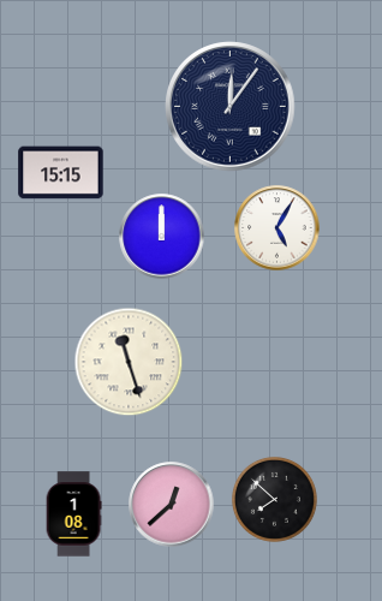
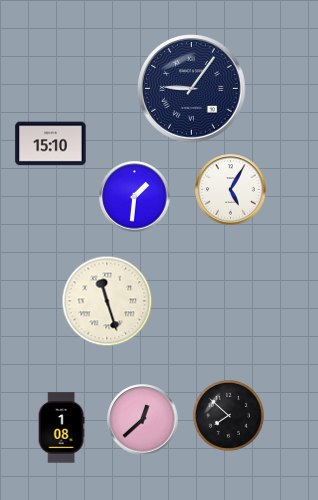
clock at (231, 107): 12:06 -> 9:06
clock at (61, 173): 15:15 -> 15:10
clock at (162, 237): 12:00 -> 1:31
